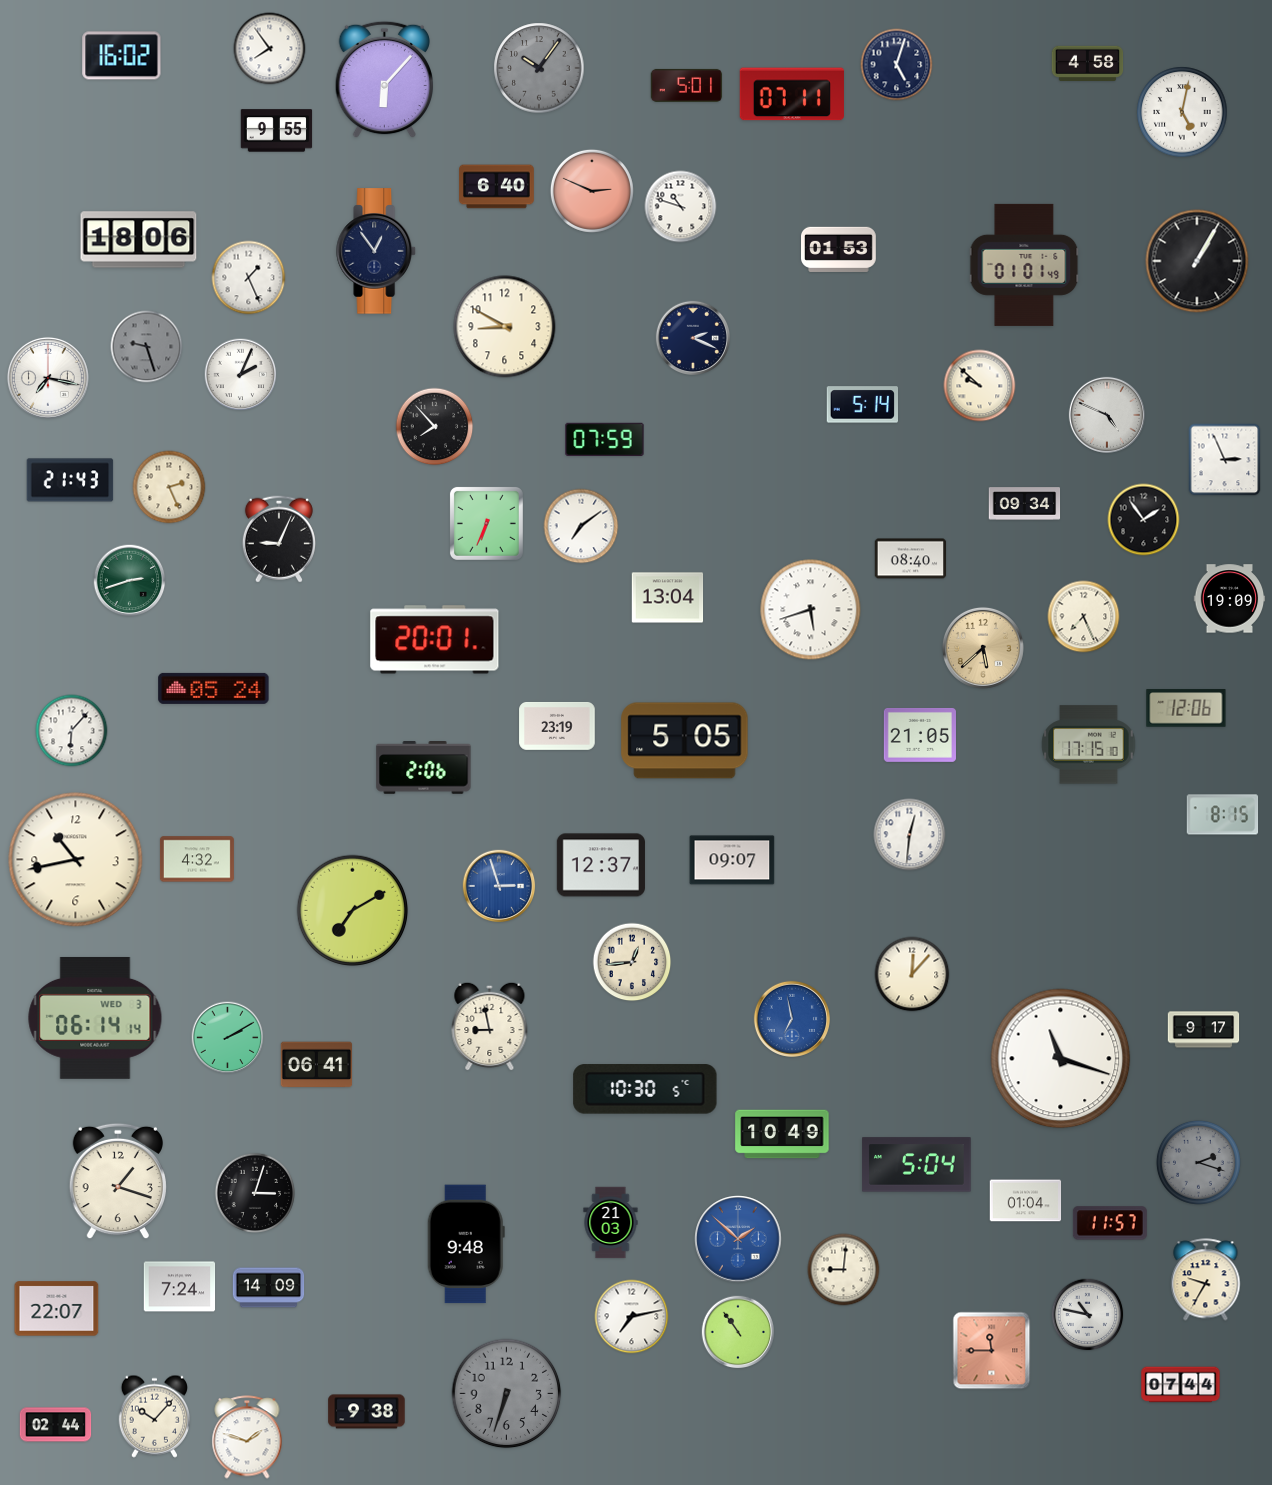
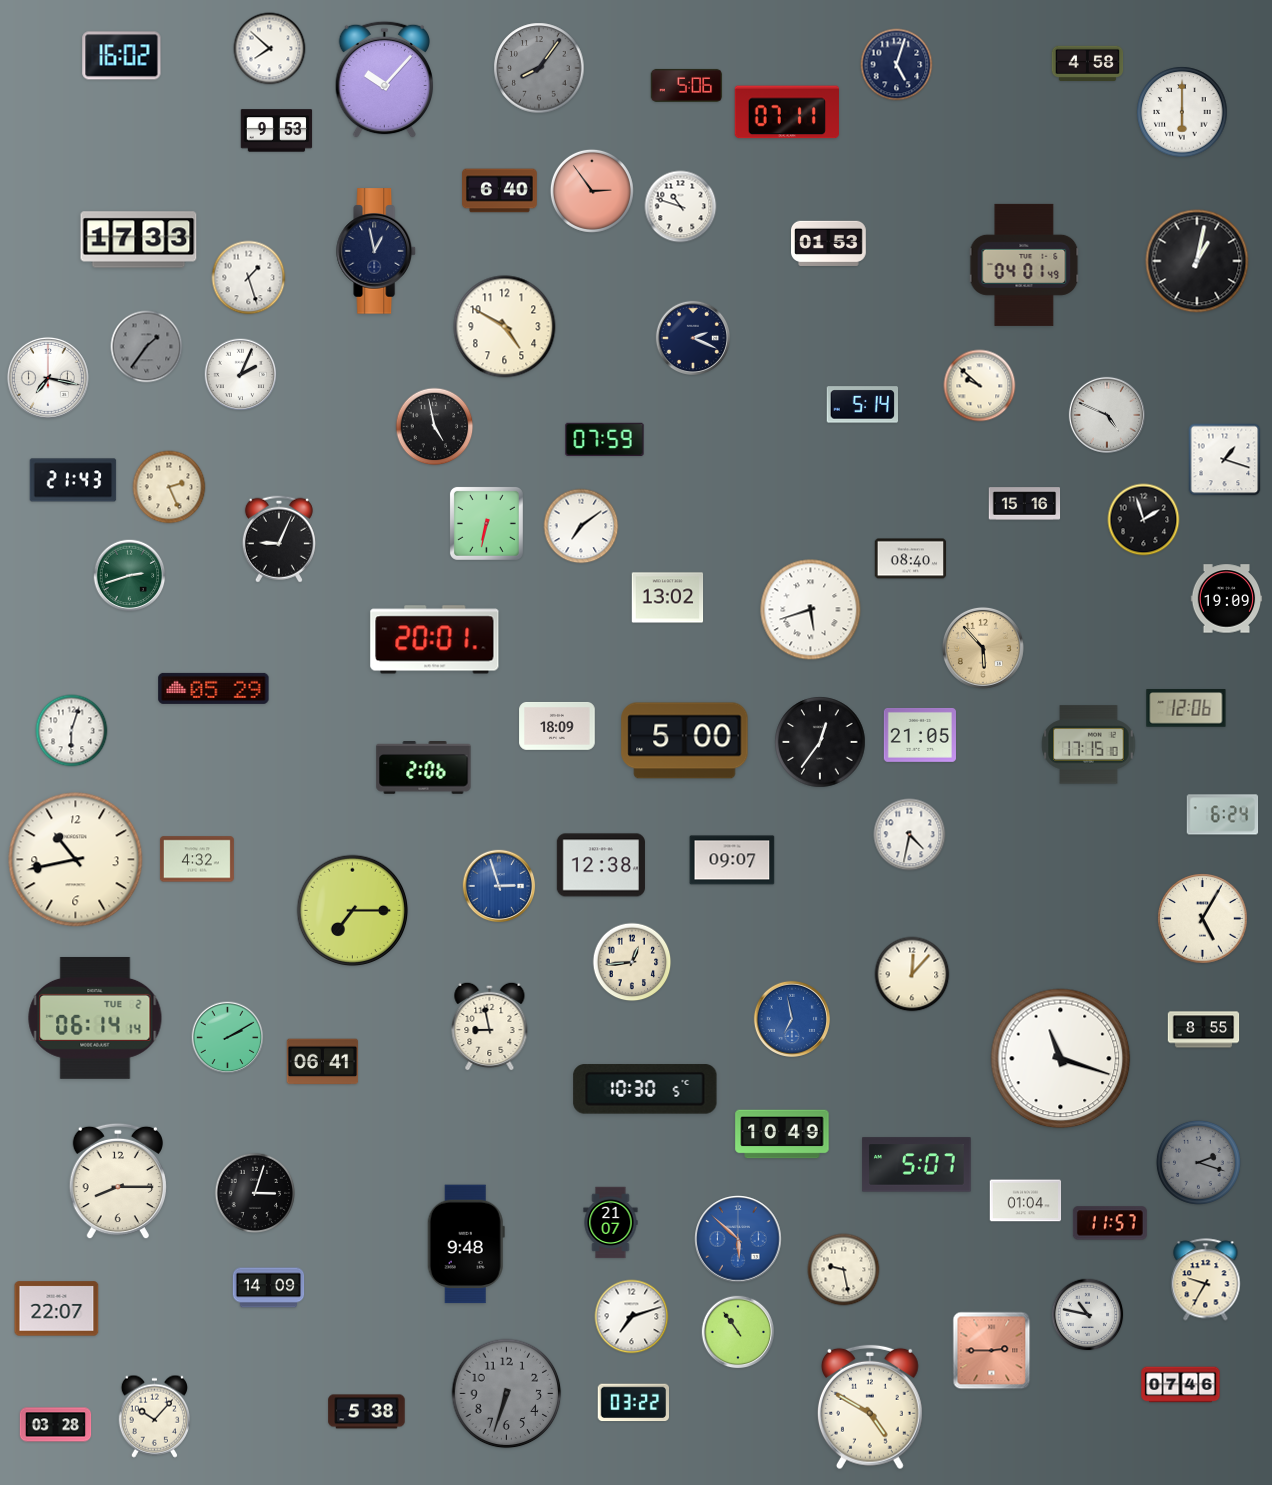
clock at (270, 49): 7:54 -> 7:52
clock at (539, 68): 10:06 -> 8:06
clock at (385, 80): 6:07 -> 10:07
clock at (687, 85): 5:01 -> 5:06
clock at (792, 94) position: (792, 94) -> (787, 112)
clock at (1182, 112): 5:02 -> 6:00
clock at (277, 131): 9:55 -> 9:53
clock at (497, 187) position: (497, 187) -> (500, 191)
clock at (592, 191): 2:49 -> 2:54
clock at (139, 240): 18:06 -> 17:33
clock at (839, 249) position: (839, 249) -> (829, 243)
clock at (377, 251): 12:54 -> 12:58
clock at (1197, 261): 1:05 -> 1:02
clock at (1024, 265): 01:01 -> 04:01
clock at (249, 278): 1:26 -> 1:27
clock at (505, 327): 8:50 -> 4:50
clock at (147, 347): 9:27 -> 1:36
clock at (435, 427): 7:53 -> 4:58
clock at (1225, 460): 2:56 -> 1:18
clock at (70, 480) position: (70, 480) -> (73, 480)
clock at (1025, 504): 09:34 -> 15:16
clock at (1144, 520): 1:54 -> 1:57
clock at (486, 523): 6:34 -> 6:32
clock at (130, 581) position: (130, 581) -> (130, 576)
clock at (668, 598): 13:04 -> 13:02
clock at (1230, 599) position: (1230, 599) -> (1227, 599)
clock at (1084, 617): 7:26 -> none
clock at (983, 648): 5:38 -> 5:53
clock at (214, 688): 05:24 -> 05:29
clock at (557, 726): 23:19 -> 18:09
clock at (72, 731): 6:07 -> 6:03
clock at (685, 741): 5:05 -> 5:00
clock at (820, 742): none -> 12:36
clock at (1223, 815): 8:15 -> 6:24
clock at (910, 835): 12:31 -> 4:32
clock at (601, 865): 12:37 -> 12:38
clock at (353, 911): 7:10 -> 7:15
clock at (1203, 919): none -> 5:05
clock at (95, 1018) date: WED 3 -> TUE 2
clock at (1204, 1030): 9:17 -> 8:55
clock at (317, 1065) position: (317, 1065) -> (323, 1062)
clock at (917, 1165): 5:04 -> 5:07
clock at (118, 1181): 1:18 -> 8:15
clock at (611, 1223): 21:03 -> 21:07
clock at (738, 1239): 1:52 -> 5:52
clock at (844, 1270): 9:01 -> 9:28
clock at (180, 1287): 7:24 -> none
clock at (632, 1317): 7:13 -> 7:12
clock at (992, 1351): 11:45 -> 2:45
clock at (1181, 1385): 07:44 -> 07:46
clock at (633, 1403): none -> 03:22
clock at (870, 1407): none -> 4:50
clock at (367, 1412): 9:38 -> 5:38
clock at (56, 1425): 02:44 -> 03:28
clock at (247, 1437): 1:48 -> none
